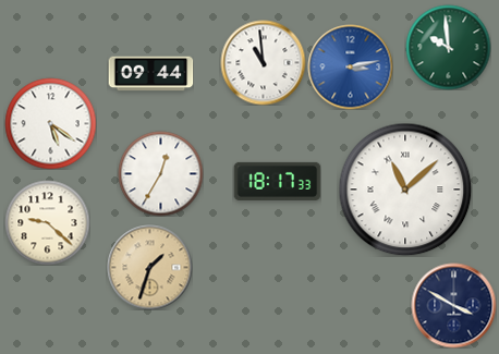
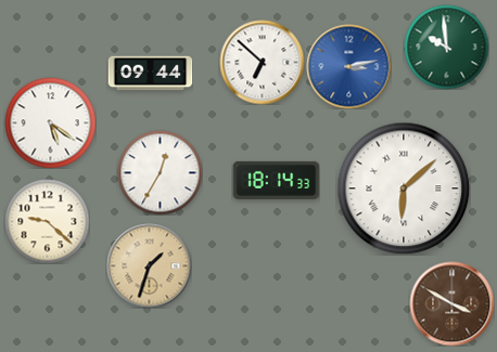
clock at (263, 62): 10:59 -> 6:52
clock at (277, 181): 18:17 -> 18:14
clock at (405, 190): 11:08 -> 6:08
clock at (453, 305) dial: navy -> brown
